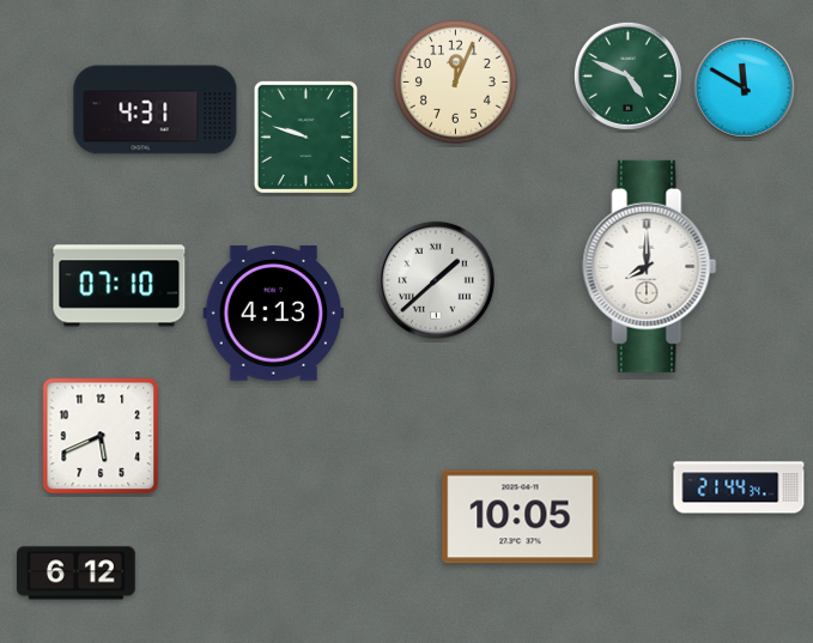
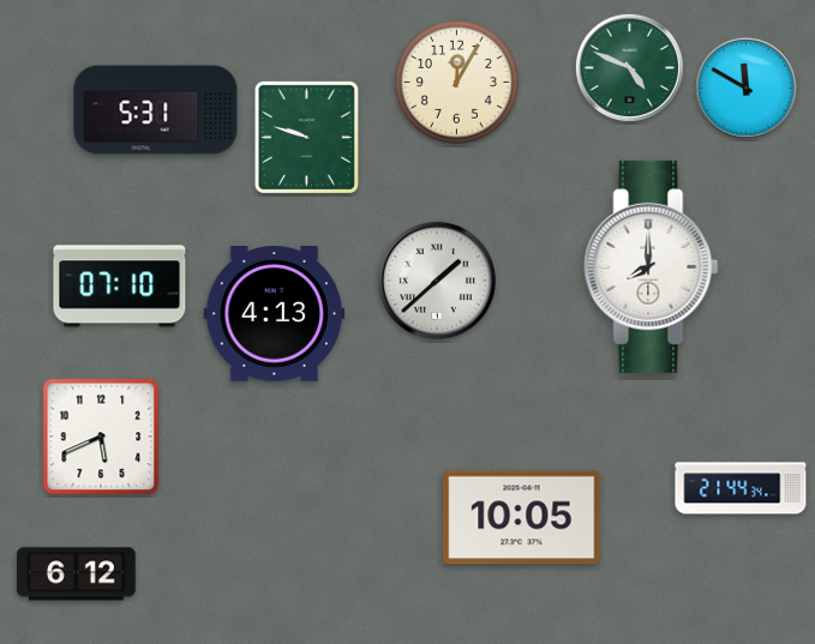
clock at (627, 75) position: (627, 75) -> (629, 67)
clock at (455, 81): 12:04 -> 12:05
clock at (156, 110): 4:31 -> 5:31
